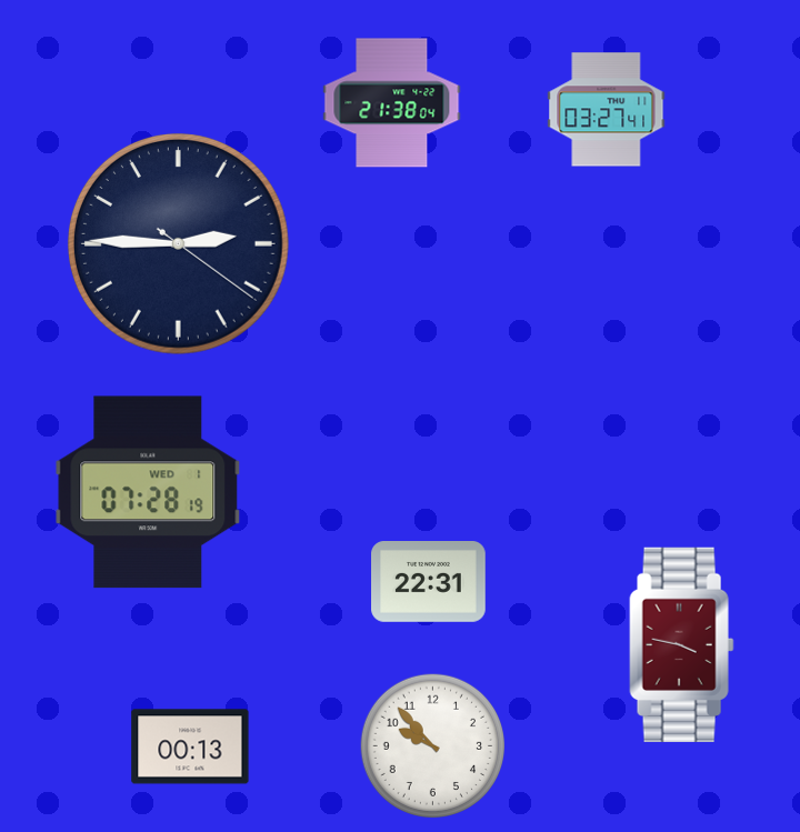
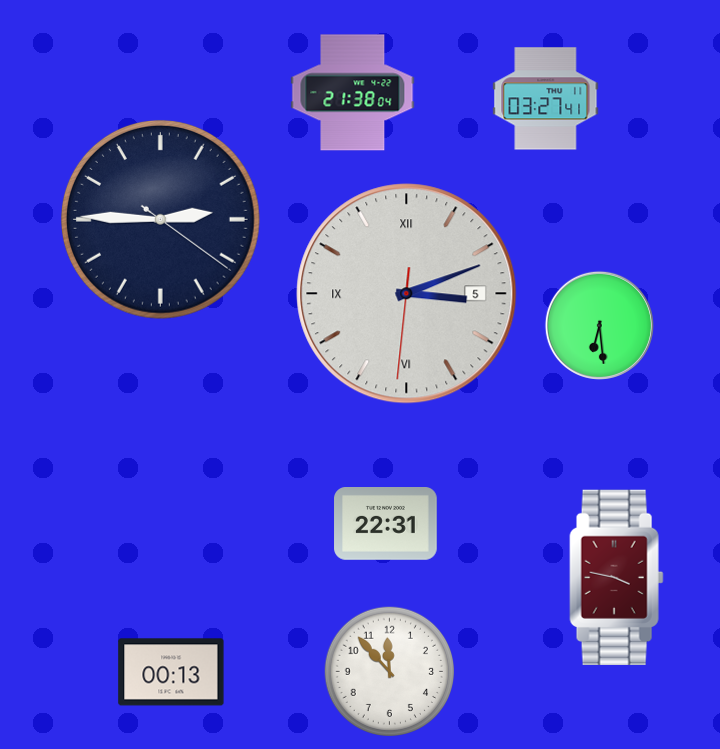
clock at (407, 294): none -> 3:11
clock at (599, 325): none -> 6:29
clock at (148, 492): 07:28 -> none
clock at (682, 644) position: (682, 644) -> (617, 577)
clock at (432, 745): 9:53 -> 11:53
